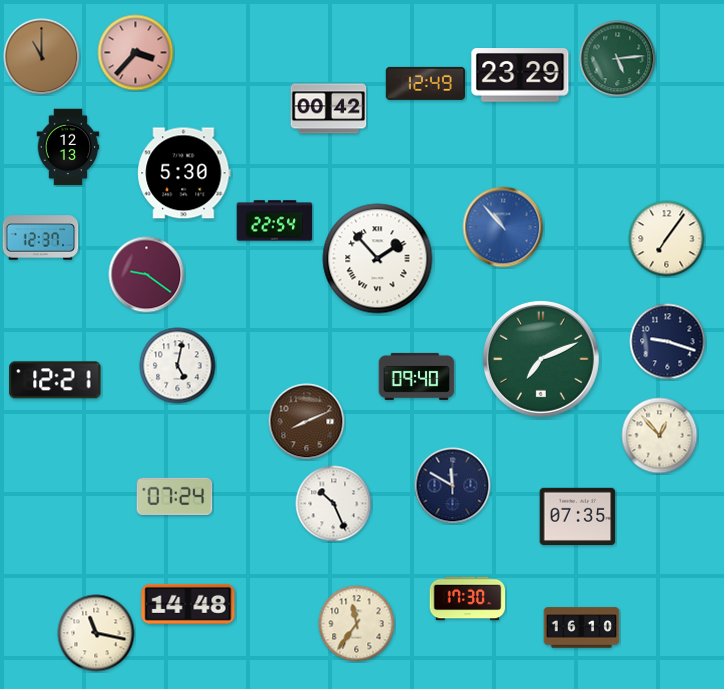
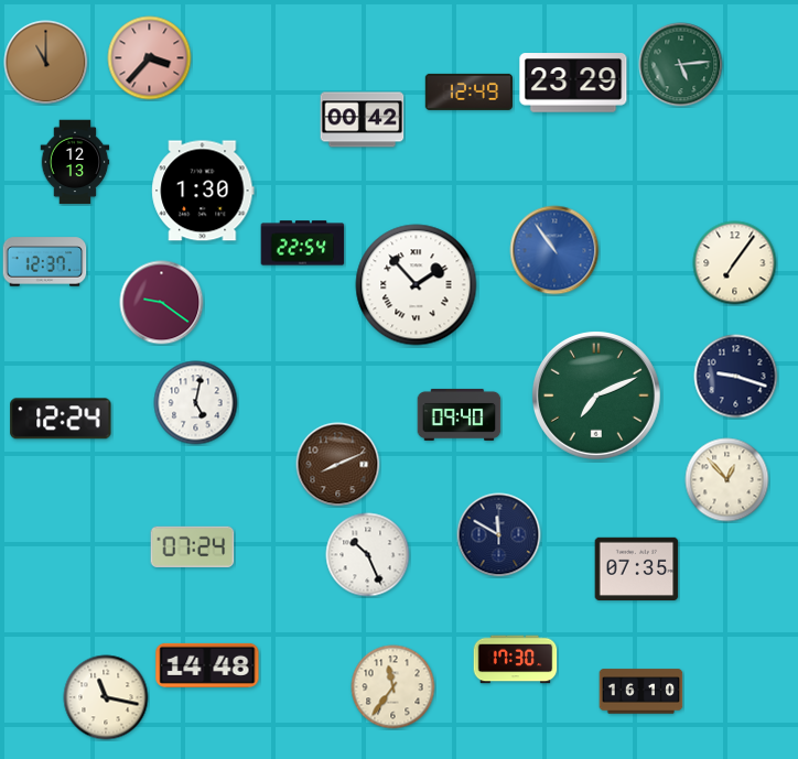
clock at (184, 173): 5:30 -> 1:30
clock at (503, 227): 10:53 -> 10:54
clock at (55, 380): 12:21 -> 12:24
